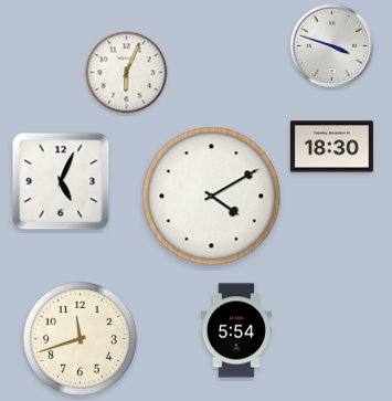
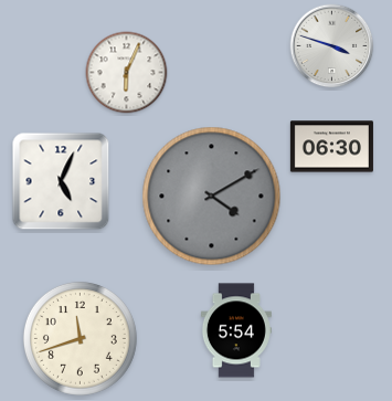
clock at (331, 147): 18:30 -> 06:30
clock at (212, 197) dial: white -> grey
